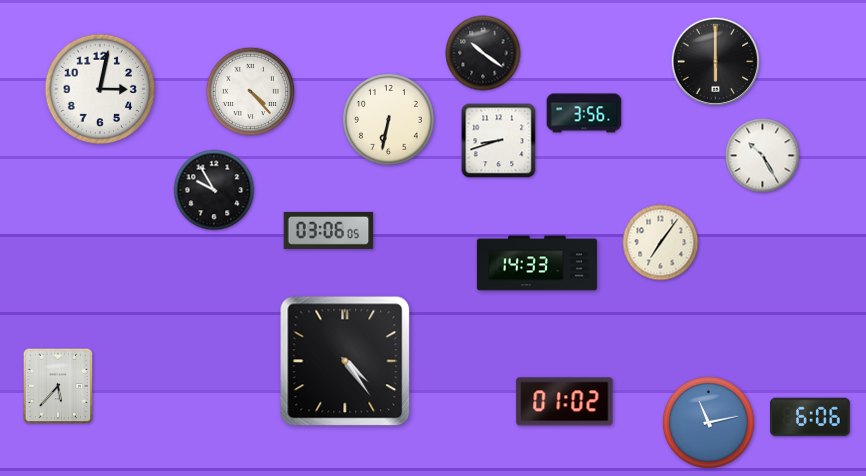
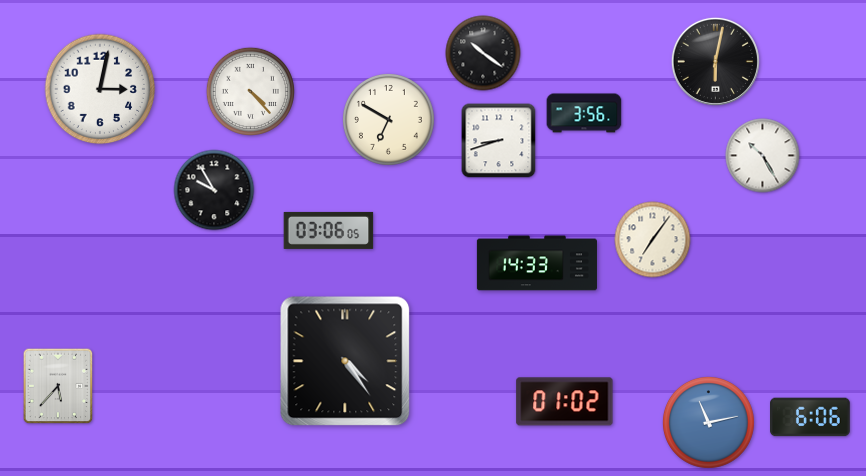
clock at (715, 61): 6:00 -> 6:02
clock at (388, 119): 6:32 -> 6:50
clock at (661, 243) position: (661, 243) -> (653, 240)
